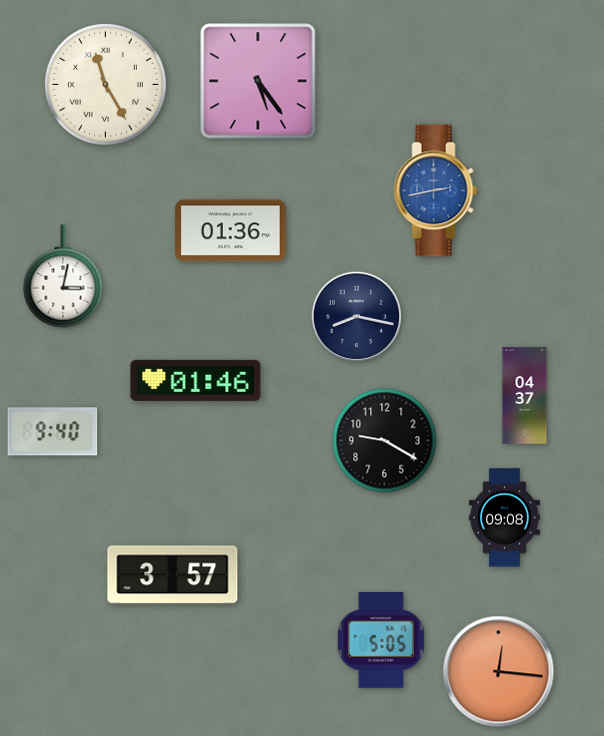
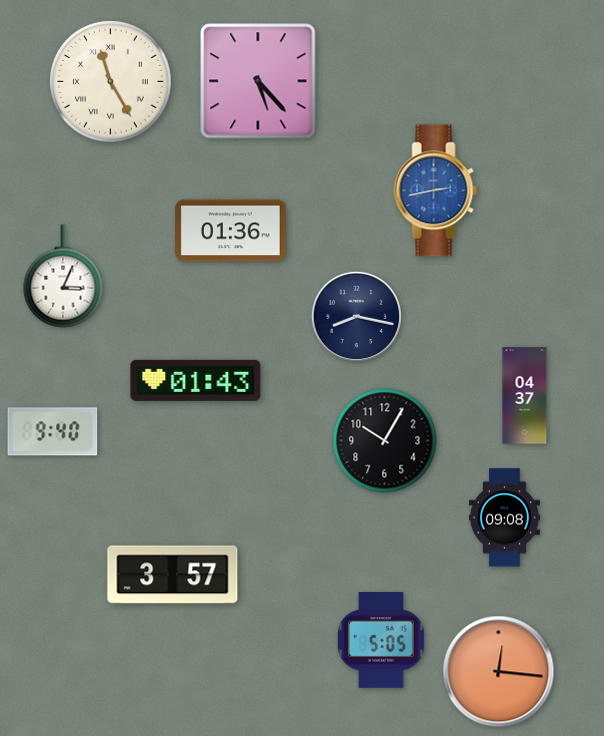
clock at (258, 81): 5:24 -> 5:23
clock at (106, 85) position: (106, 85) -> (111, 82)
clock at (63, 276): 3:02 -> 3:04
clock at (196, 380): 01:46 -> 01:43
clock at (385, 441): 9:20 -> 10:05
